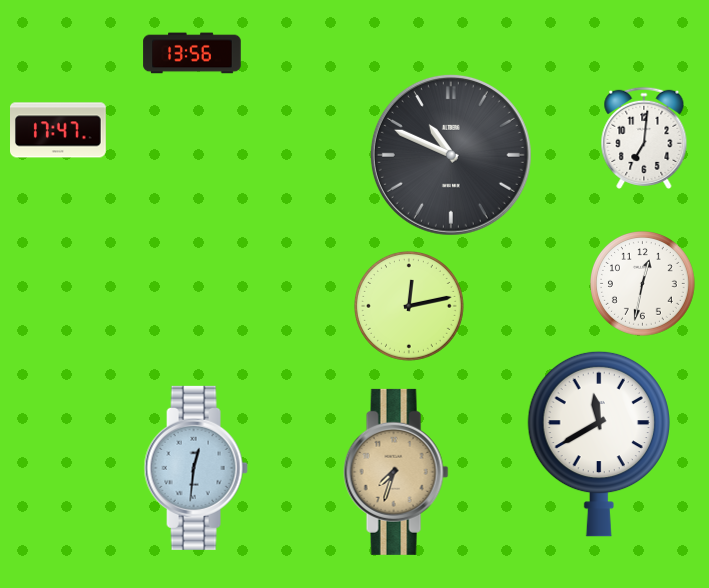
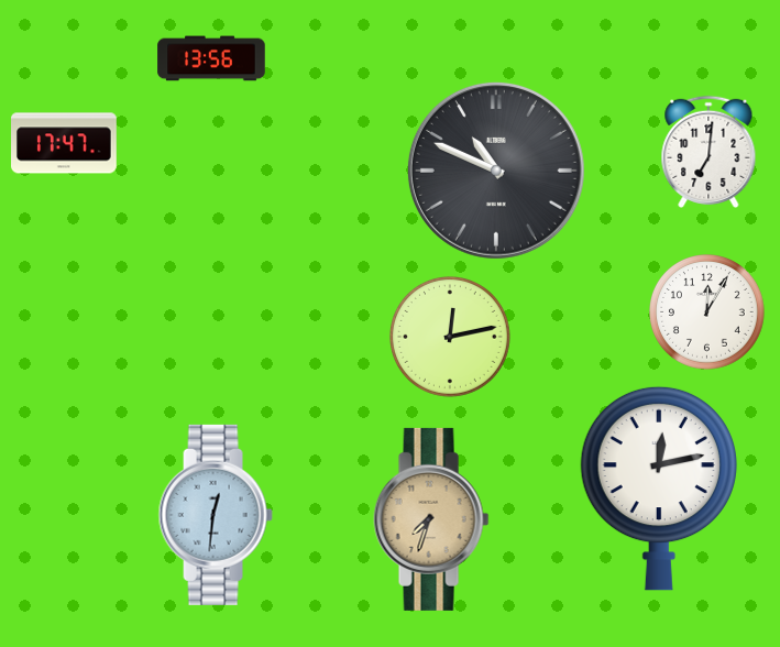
clock at (643, 284): 12:32 -> 12:05
clock at (599, 444): 11:40 -> 12:13
clock at (396, 472) position: (396, 472) -> (431, 519)
